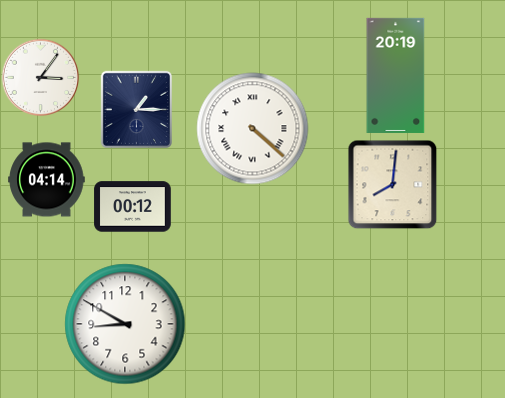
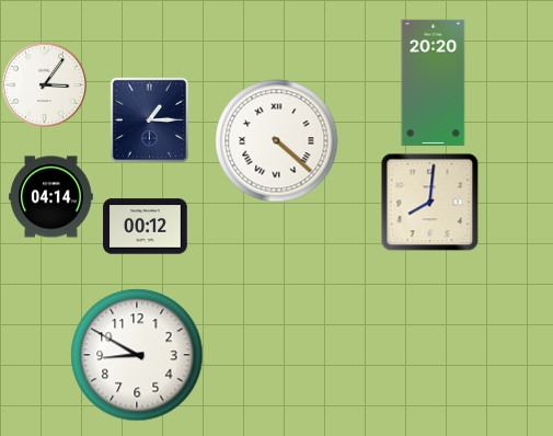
clock at (396, 75): 20:19 -> 20:20
